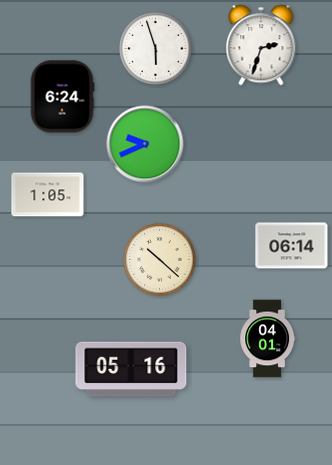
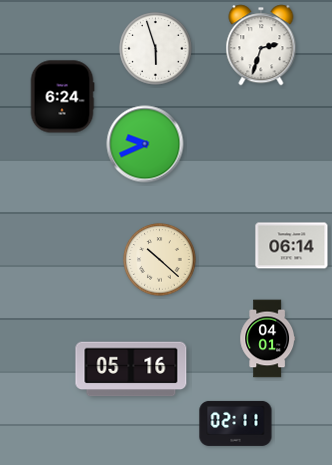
clock at (48, 195): 1:05 -> none
clock at (236, 423): none -> 02:11
